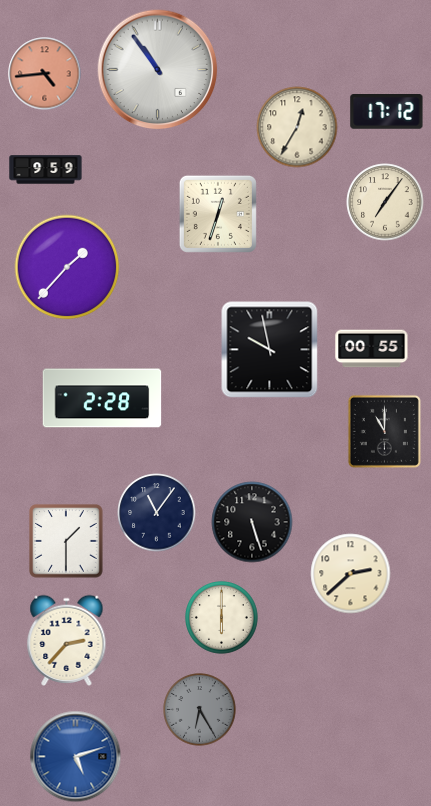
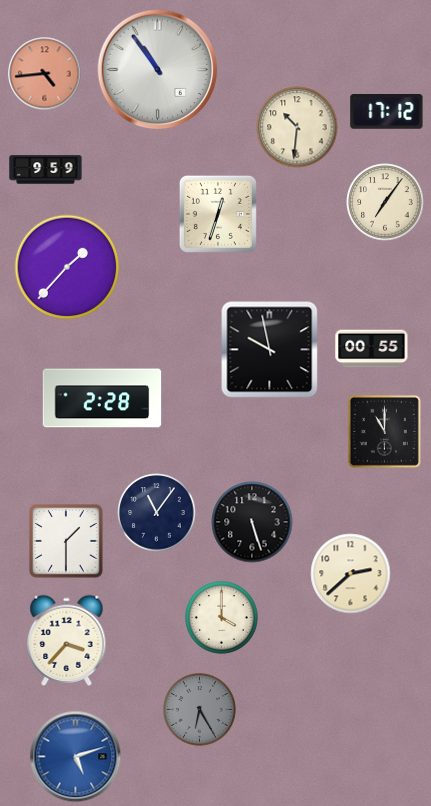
clock at (297, 127): 12:35 -> 10:31
clock at (222, 618): 6:00 -> 4:00
clock at (67, 640): 2:37 -> 3:37
